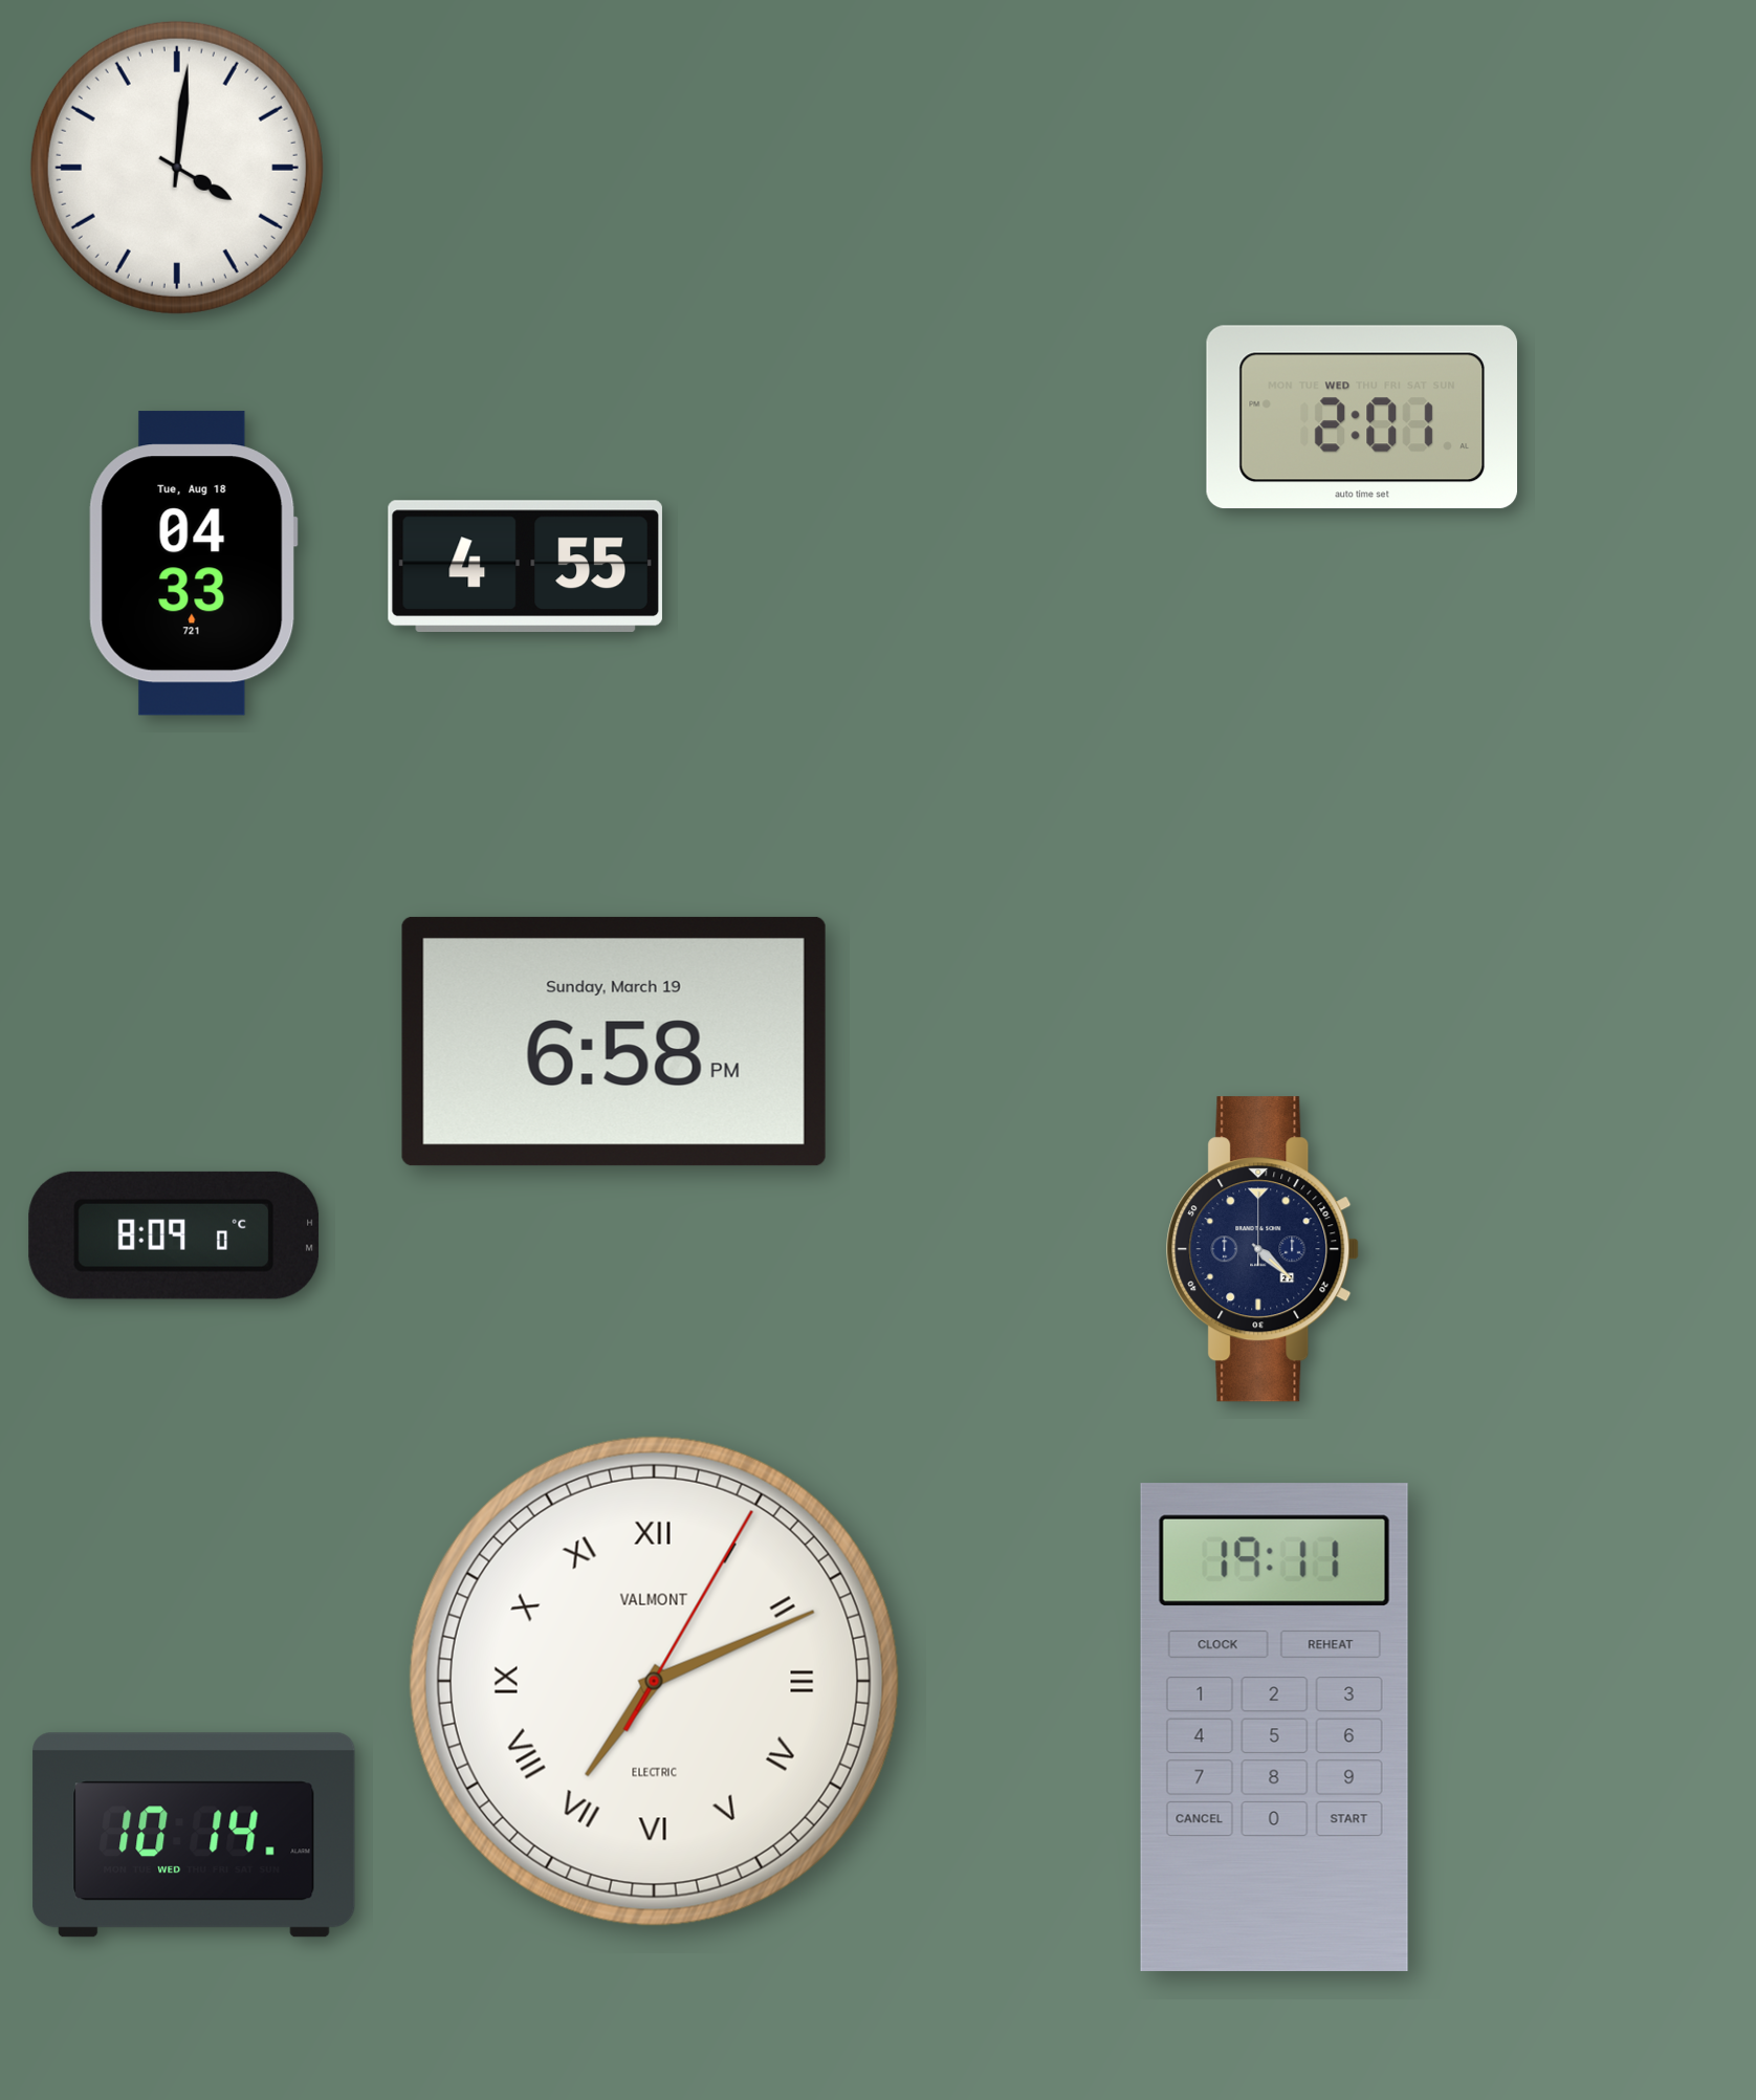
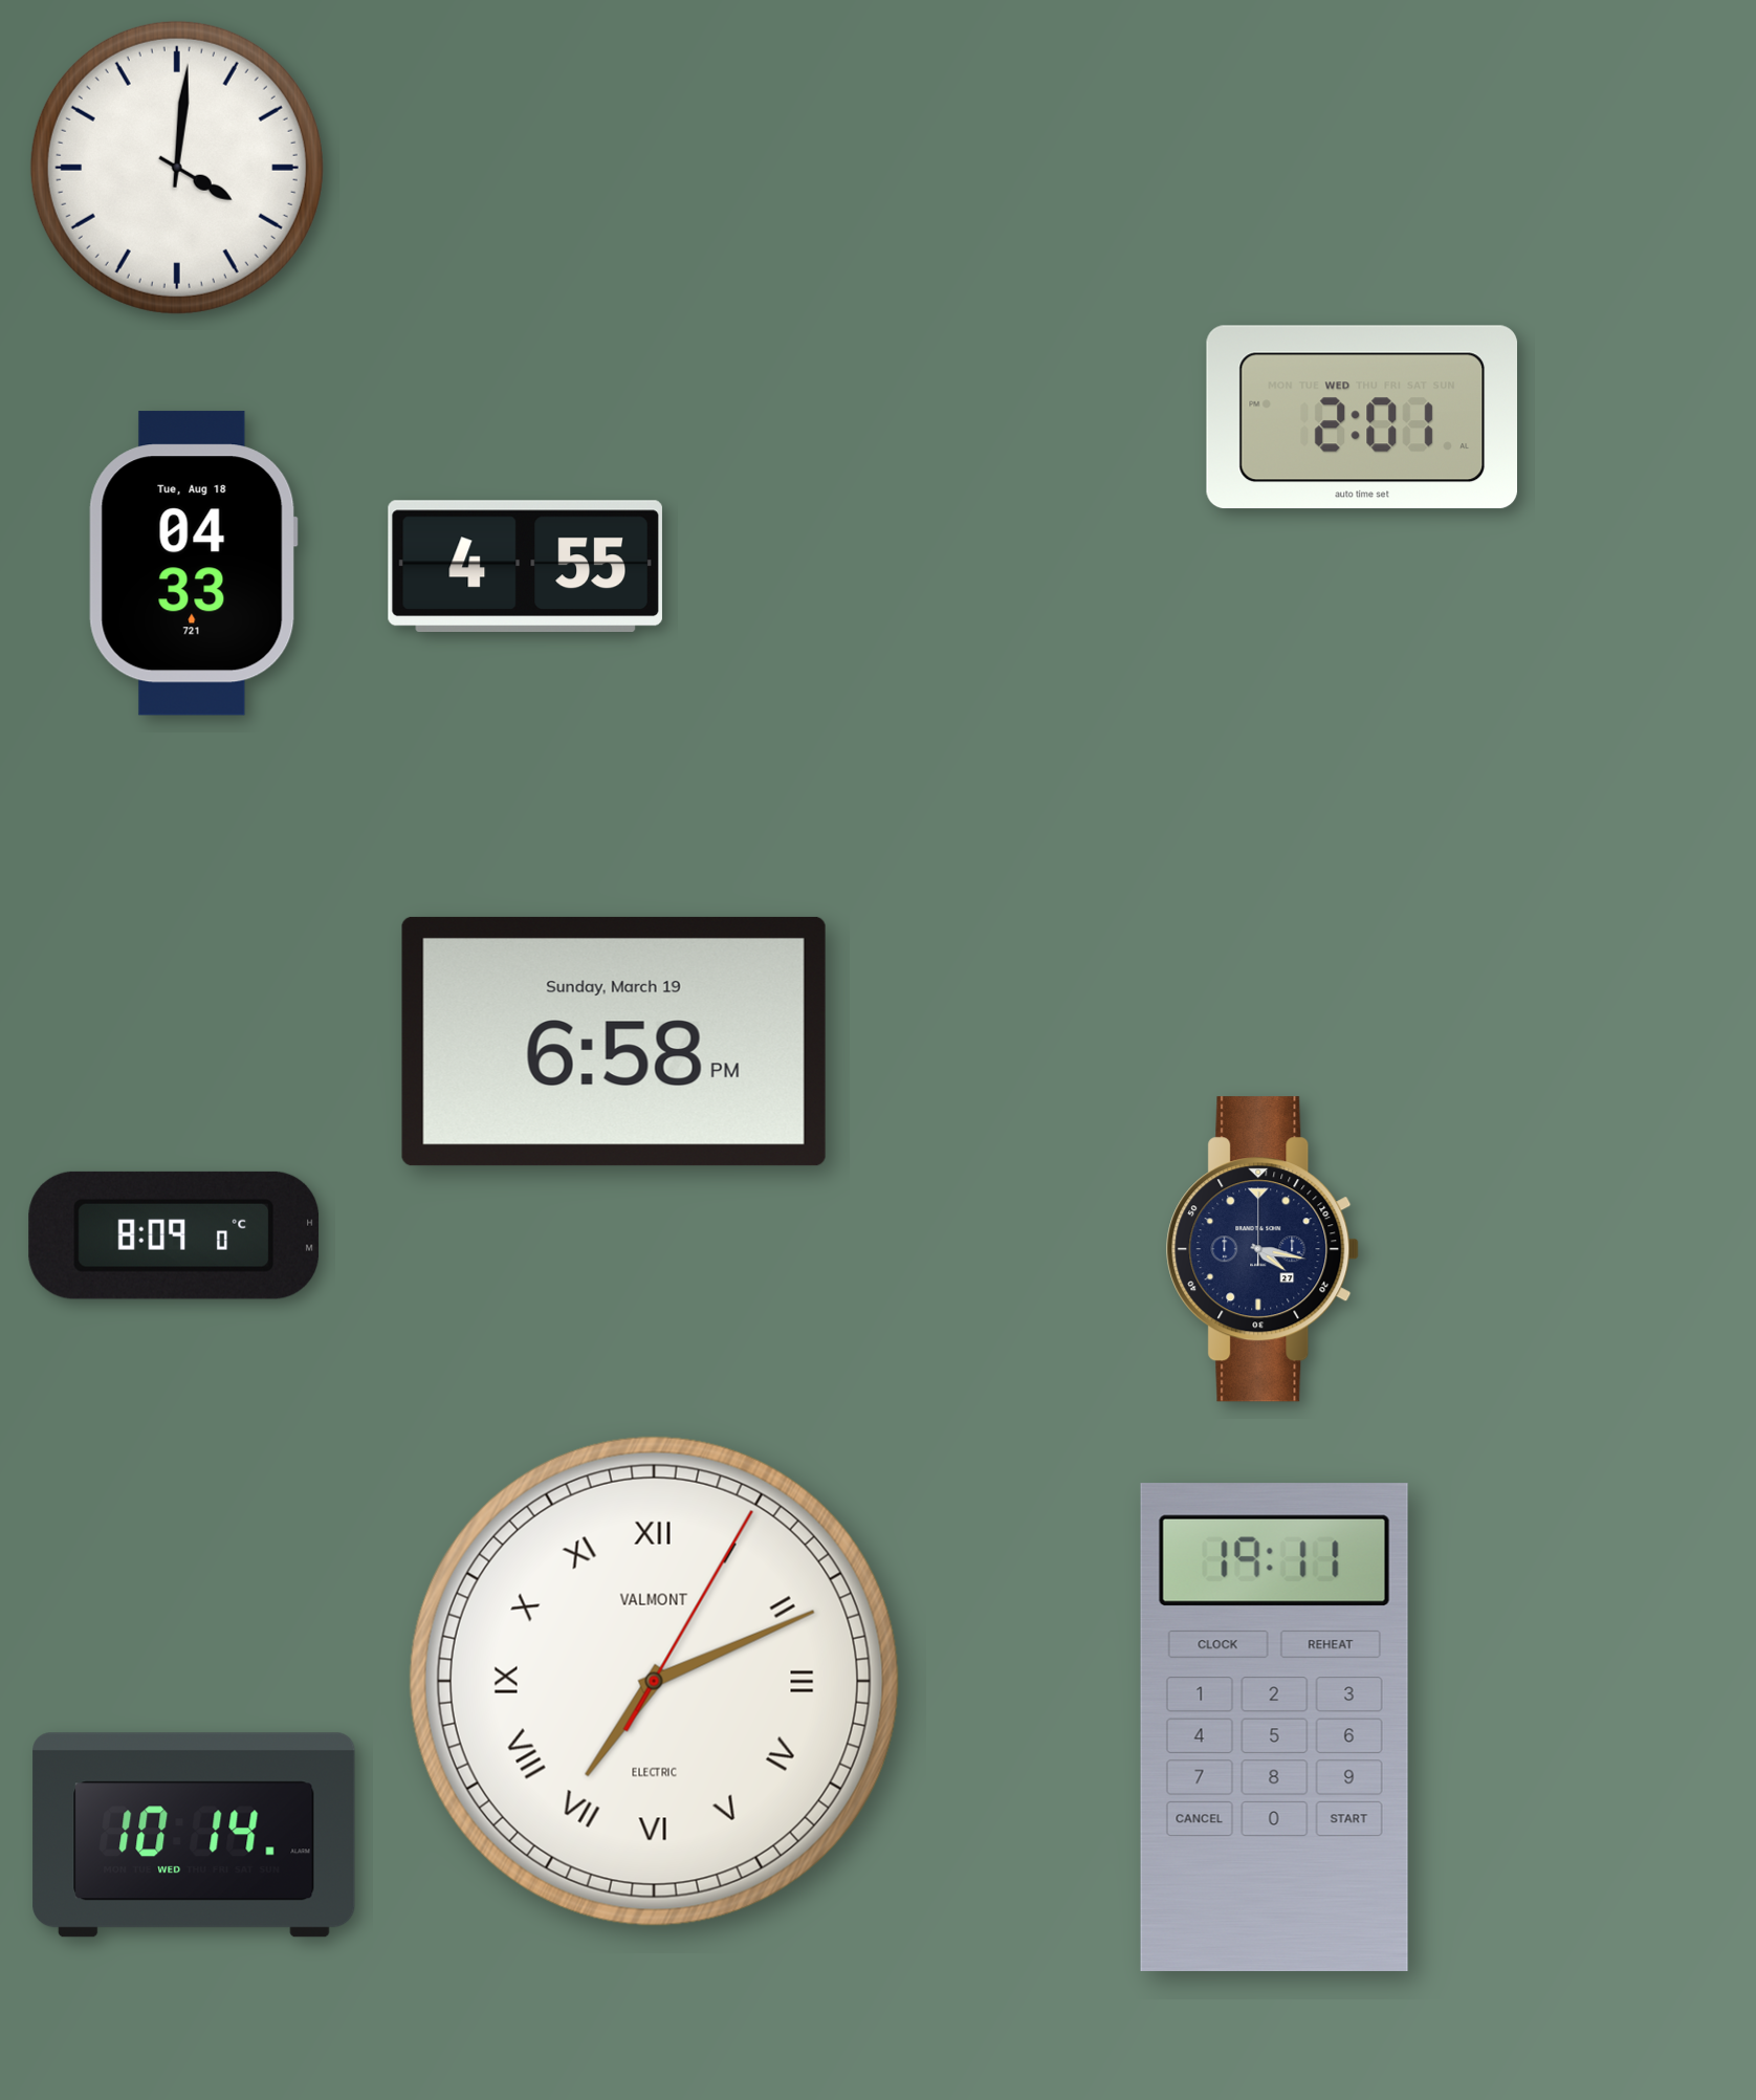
clock at (1263, 1249): 4:22 -> 4:17
